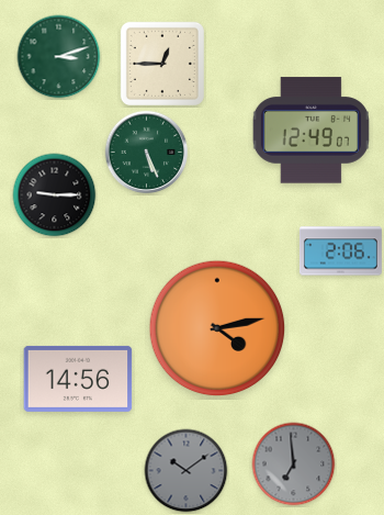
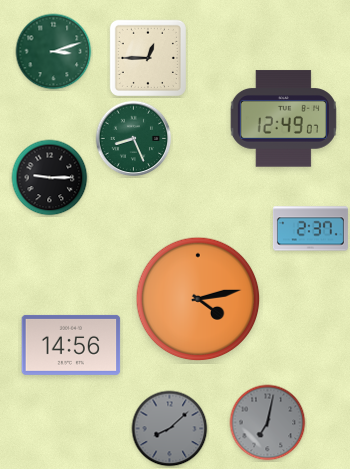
clock at (147, 153): 5:26 -> 8:26
clock at (340, 251): 2:06 -> 2:37
clock at (294, 464): 6:59 -> 7:02
clock at (187, 471): 10:09 -> 8:08
